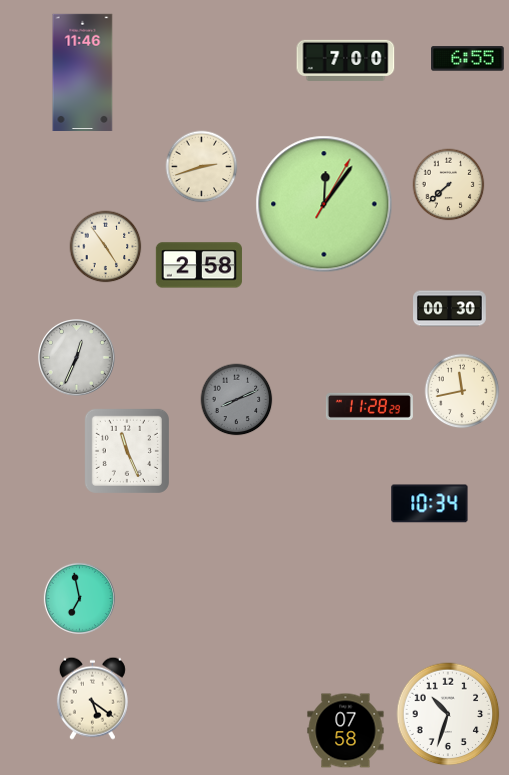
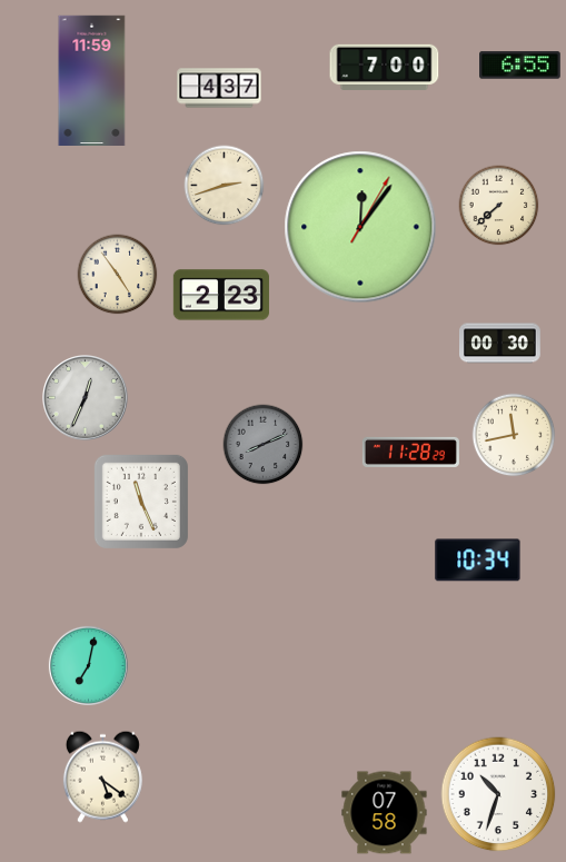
clock at (83, 72): 11:46 -> 11:59
clock at (219, 88): none -> 4:37
clock at (199, 265): 2:58 -> 2:23
clock at (79, 598): 6:58 -> 7:02
